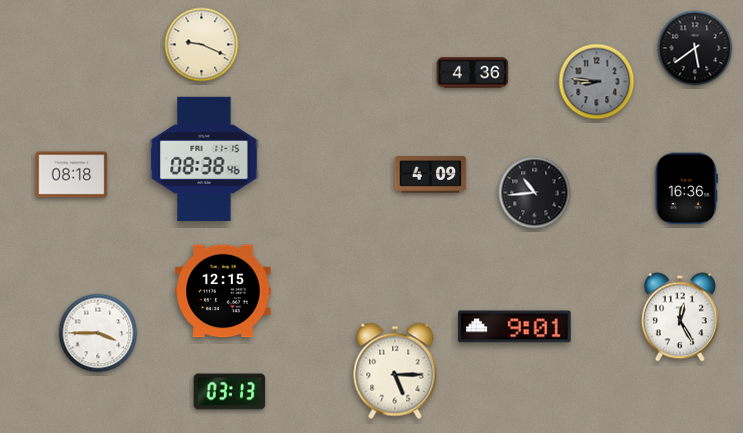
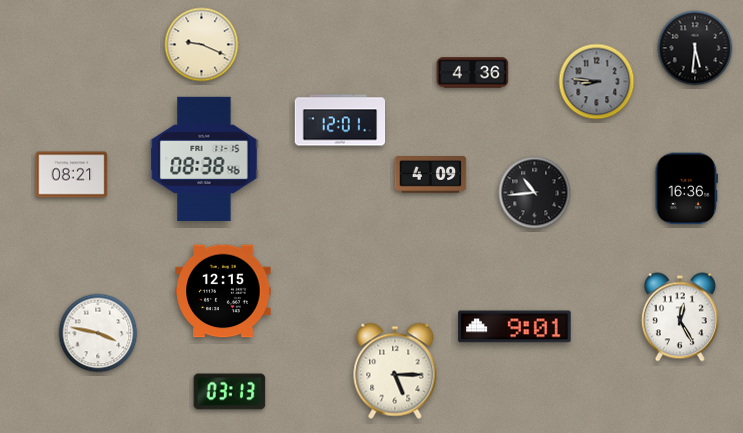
clock at (695, 48): 5:39 -> 5:31
clock at (340, 120): none -> 12:01
clock at (72, 175): 08:18 -> 08:21
clock at (98, 333): 3:45 -> 3:47
